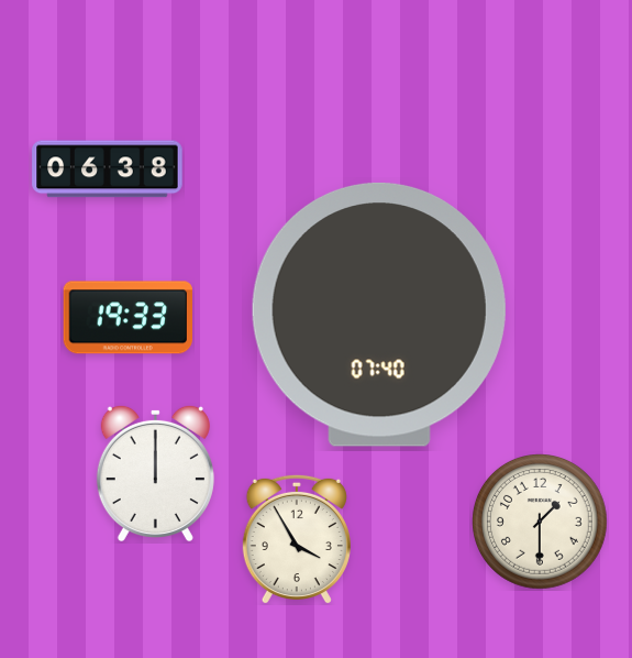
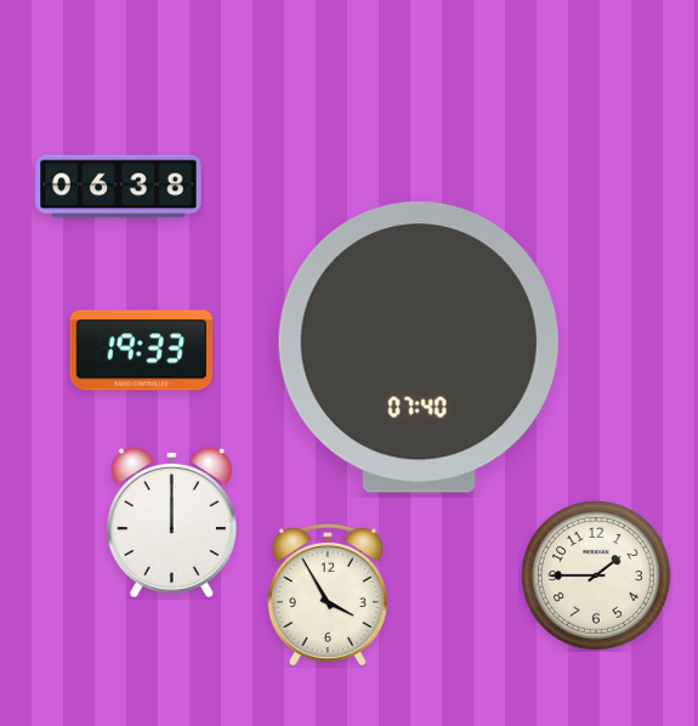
clock at (541, 523): 1:30 -> 1:45
